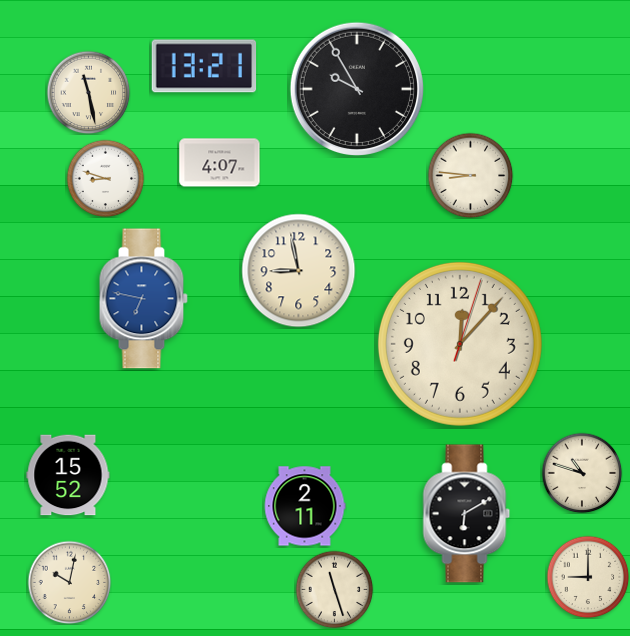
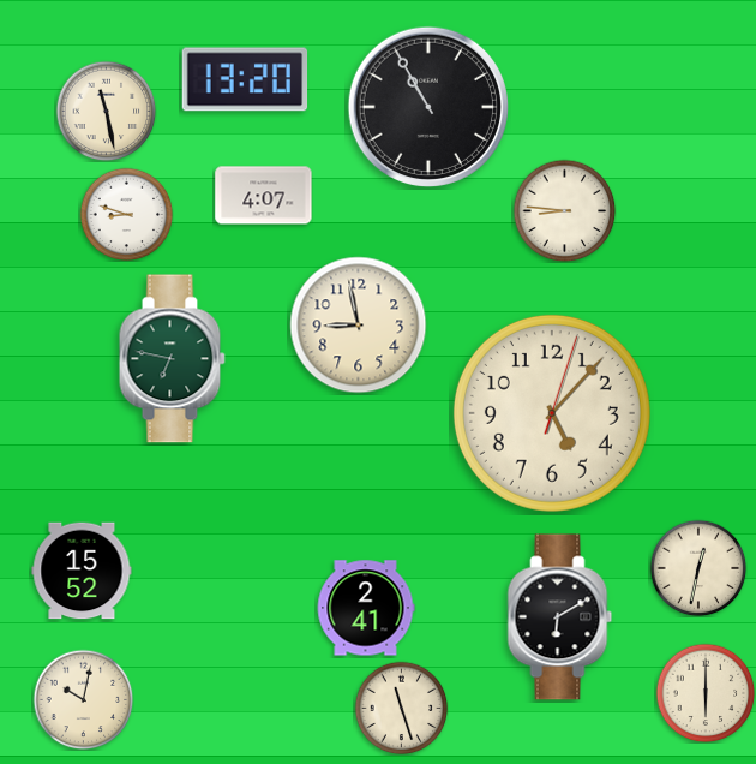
clock at (204, 66): 13:21 -> 13:20
clock at (356, 88): 9:55 -> 10:55
clock at (143, 299) dial: blue -> green
clock at (460, 344): 12:07 -> 5:07
clock at (582, 473): 10:48 -> 12:32
clock at (305, 506): 2:11 -> 2:41
clock at (588, 577): 9:00 -> 6:00
